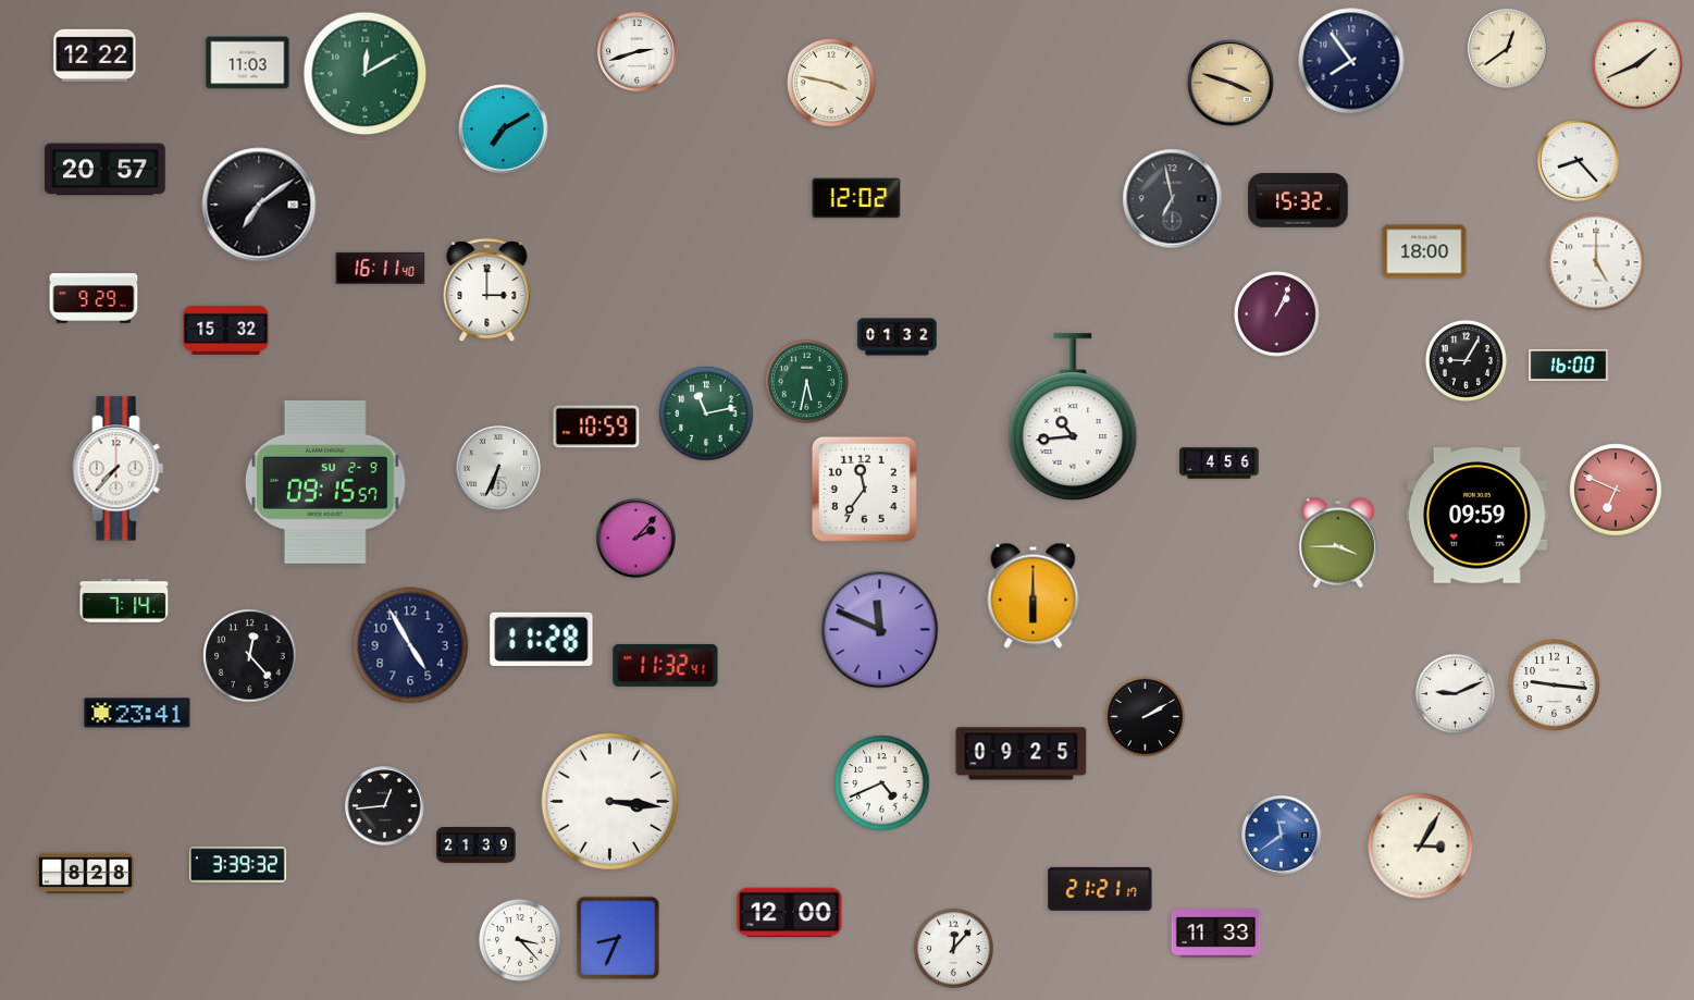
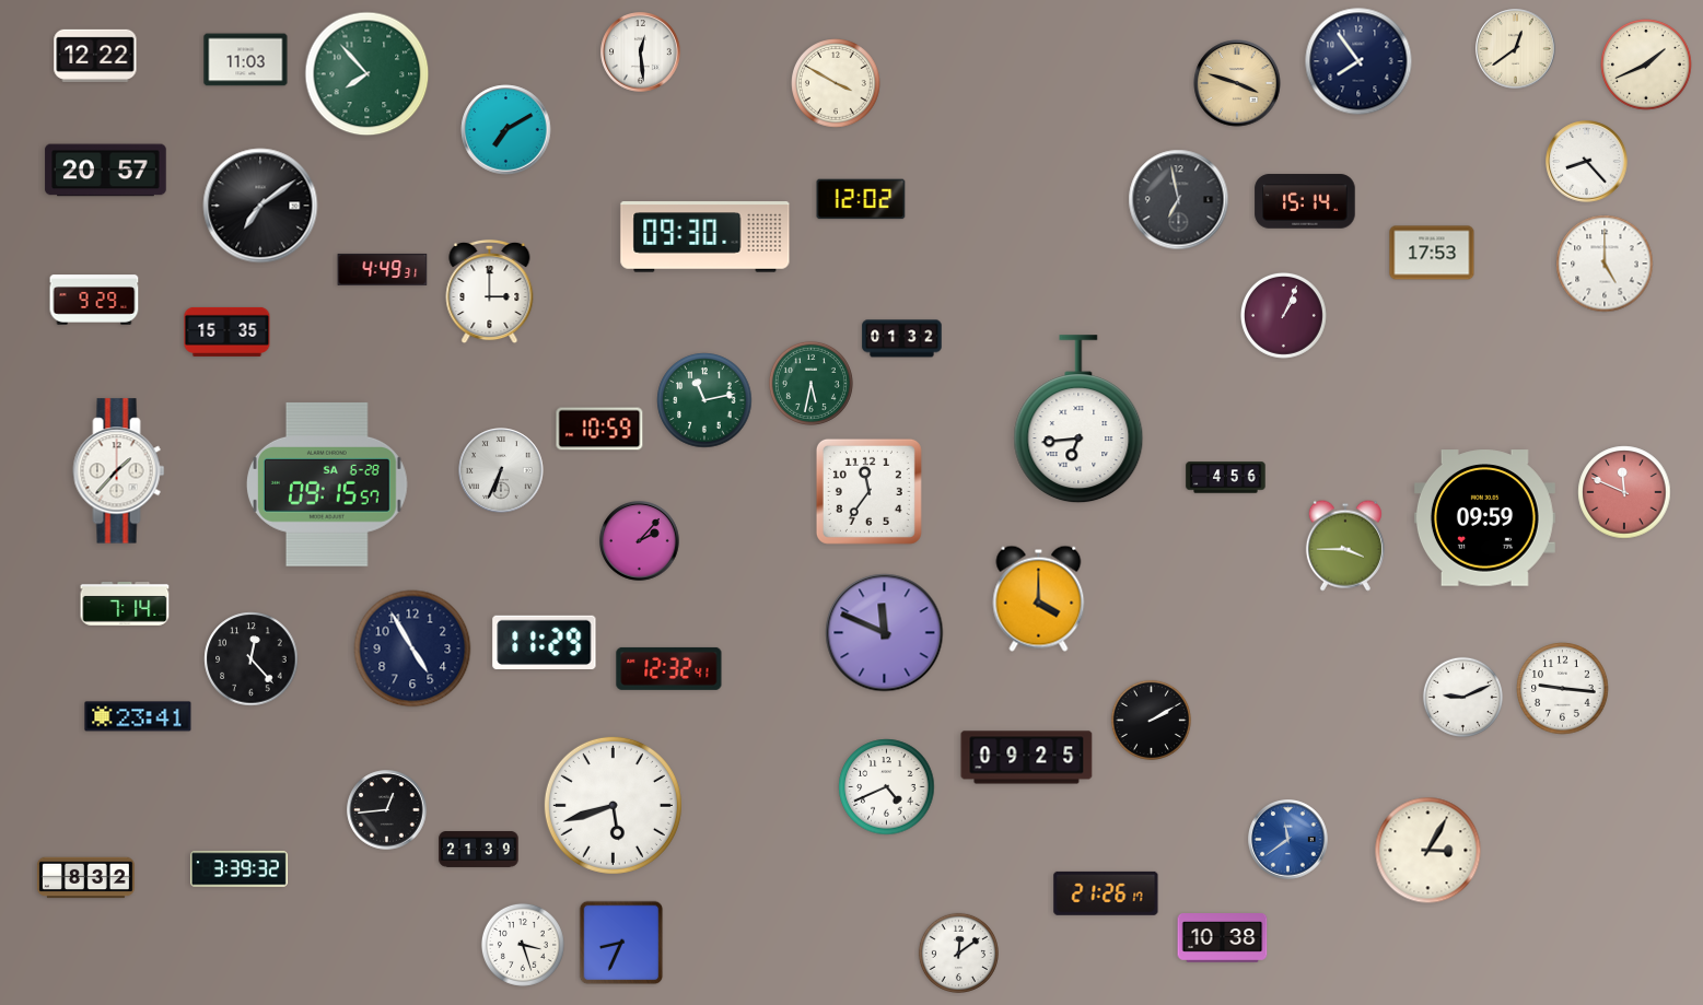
clock at (638, 52): 2:42 -> 12:29
clock at (248, 63) position: (248, 63) -> (246, 60)
clock at (366, 74): 12:10 -> 7:53
clock at (831, 83): 3:47 -> 3:50
clock at (1298, 200): 15:32 -> 15:14
clock at (705, 237): none -> 09:30
clock at (1424, 251): 18:00 -> 17:53
clock at (381, 268): 16:11 -> 4:49
clock at (226, 330): 15:32 -> 15:35
clock at (1466, 360): 9:05 -> none
clock at (1569, 365): 16:00 -> none
clock at (706, 413) position: (706, 413) -> (704, 400)
clock at (1073, 418): 10:44 -> 6:44
clock at (1220, 464) position: (1220, 464) -> (1226, 478)
clock at (119, 469): 7:37 -> 1:37
clock at (325, 482) date: SU 2-9 -> SA 6-28
clock at (1616, 490): 6:49 -> 11:49
clock at (1034, 595): 6:00 -> 4:00
clock at (542, 639): 11:28 -> 11:29
clock at (666, 665): 11:32 -> 12:32
clock at (609, 801): 3:16 -> 5:42
clock at (85, 874): 8:28 -> 8:32
clock at (1100, 889): 21:21 -> 21:26
clock at (790, 913): 12:00 -> none
clock at (1216, 934): 11:33 -> 10:38
clock at (520, 940): 3:23 -> 3:27
clock at (953, 948): 12:07 -> 12:09
